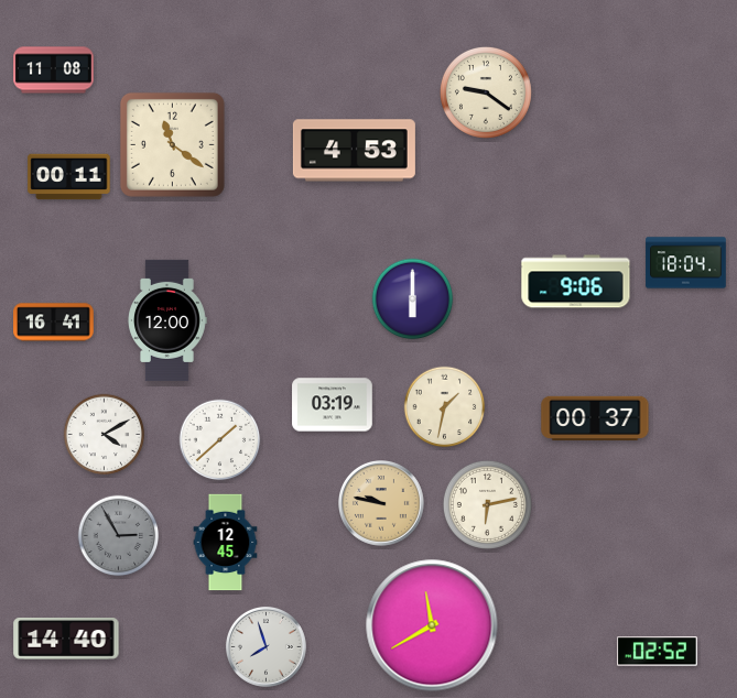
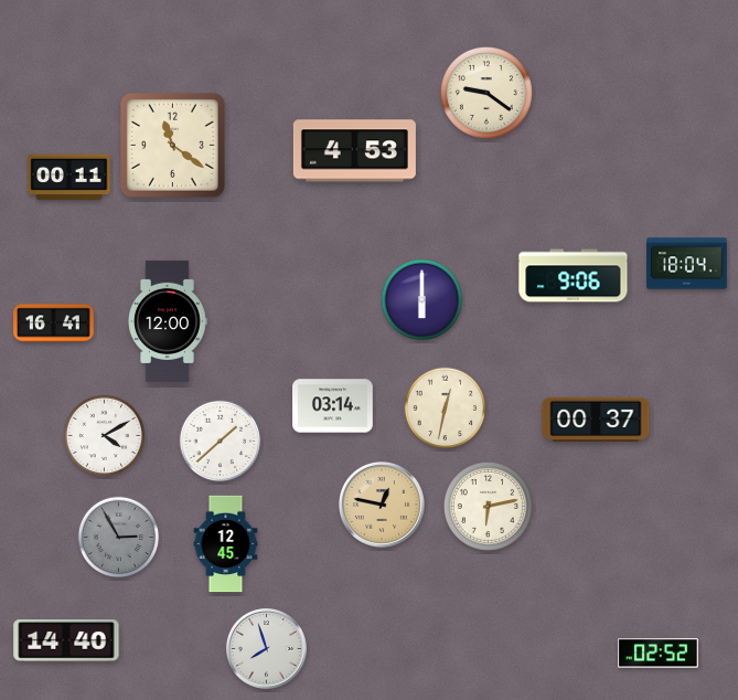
clock at (54, 70): 11:08 -> none
clock at (576, 282) position: (576, 282) -> (574, 276)
clock at (413, 299) position: (413, 299) -> (423, 300)
clock at (333, 405): 03:19 -> 03:14
clock at (445, 407): 1:32 -> 12:32
clock at (382, 504): 9:47 -> 12:47
clock at (432, 625): 11:40 -> none
